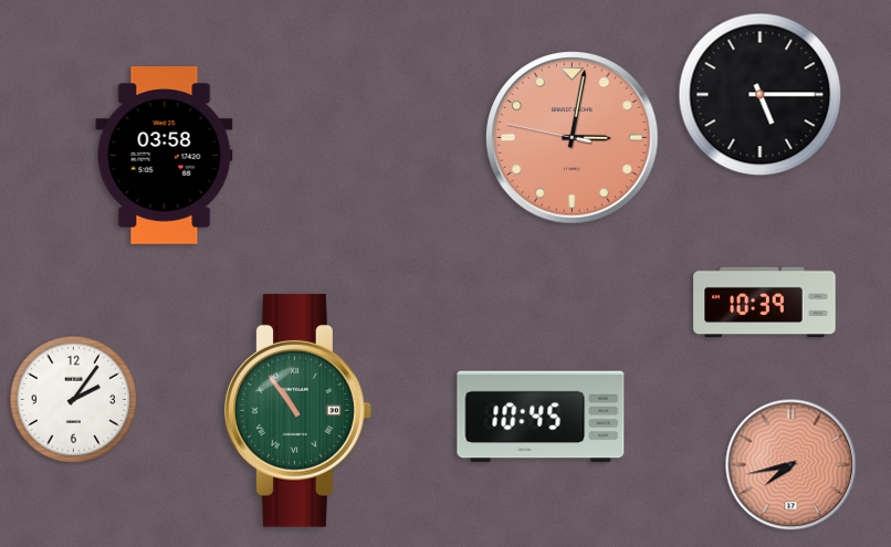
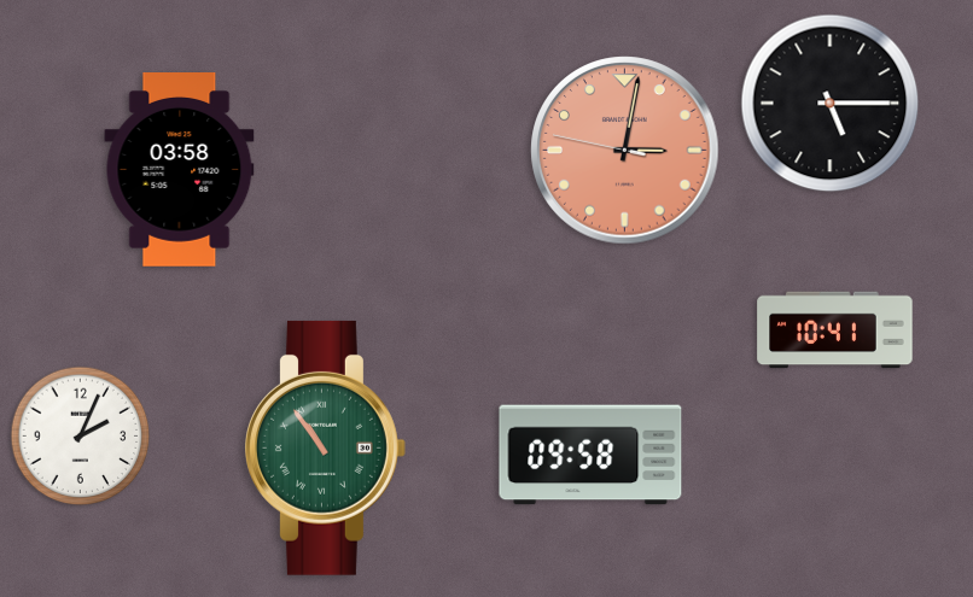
clock at (765, 303): 10:39 -> 10:41
clock at (74, 400): 2:06 -> 2:04
clock at (541, 417): 10:45 -> 09:58
clock at (792, 465): 7:43 -> none
